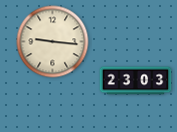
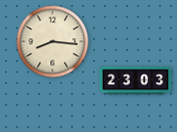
clock at (53, 42): 9:16 -> 8:16
